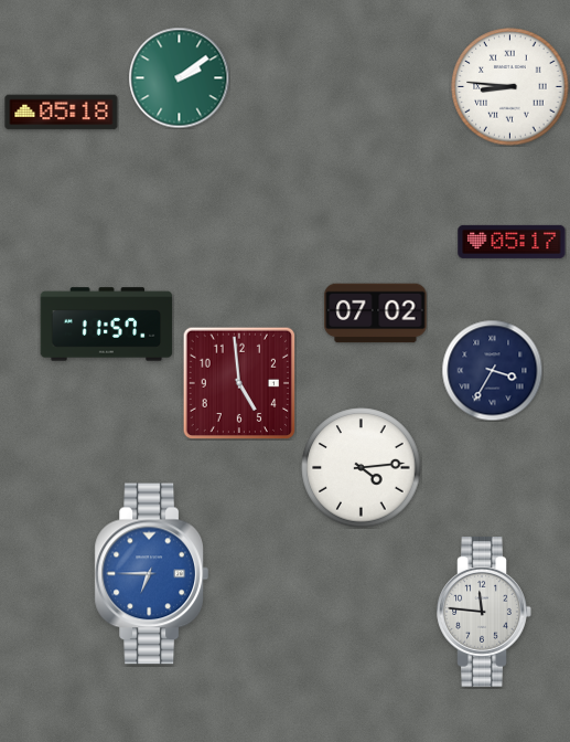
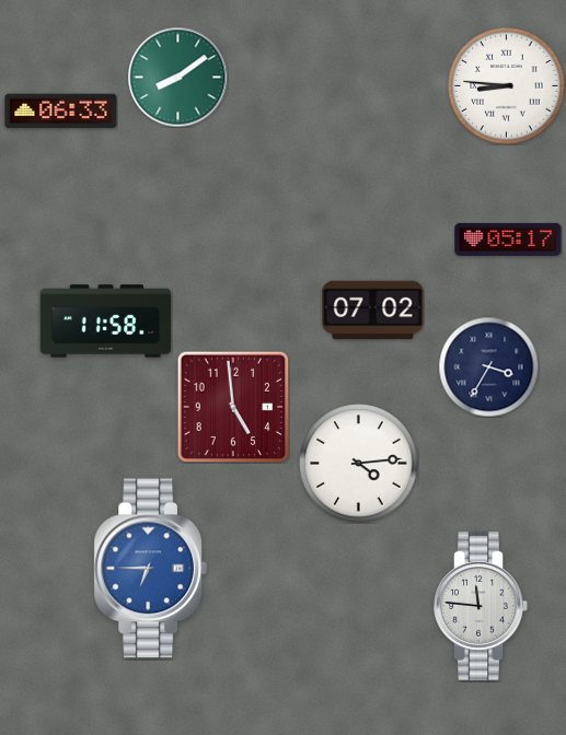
clock at (179, 77): 2:09 -> 8:09
clock at (62, 113): 05:18 -> 06:33
clock at (107, 325): 11:57 -> 11:58
clock at (239, 383) position: (239, 383) -> (233, 407)
